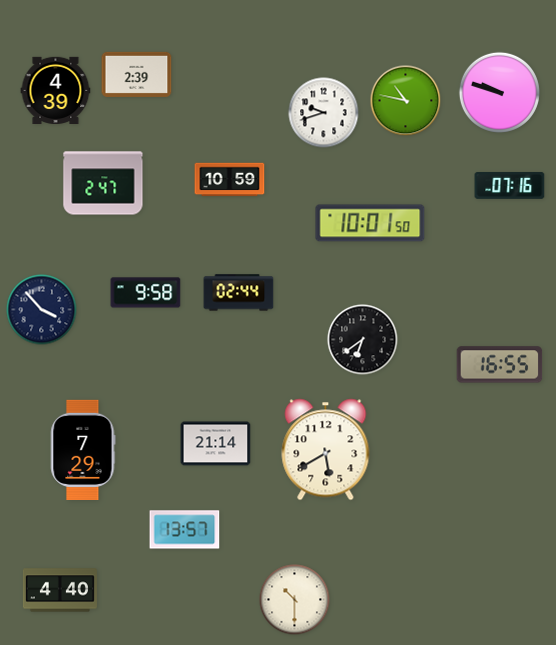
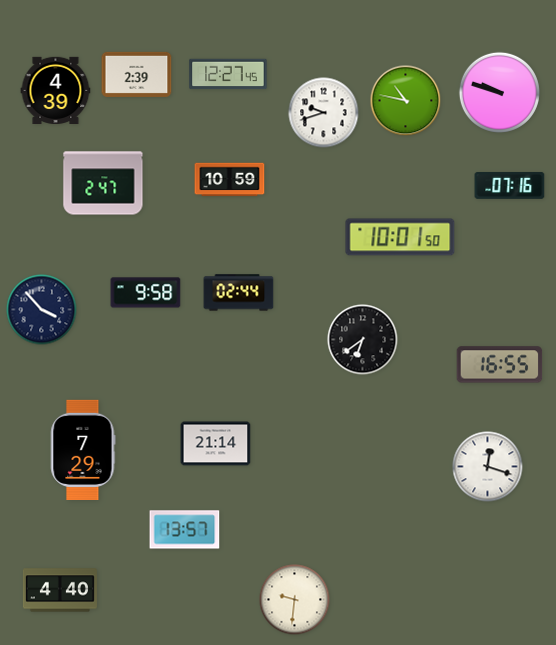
clock at (228, 74): none -> 12:27
clock at (370, 223) position: (370, 223) -> (400, 237)
clock at (326, 450): 5:40 -> none
clock at (488, 467): none -> 12:18
clock at (295, 600): 10:30 -> 9:31
